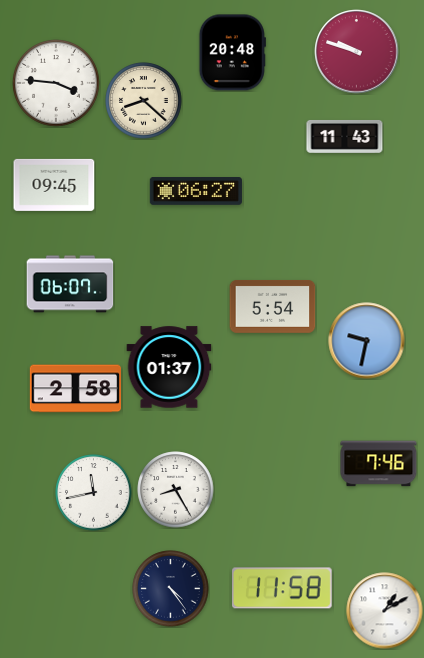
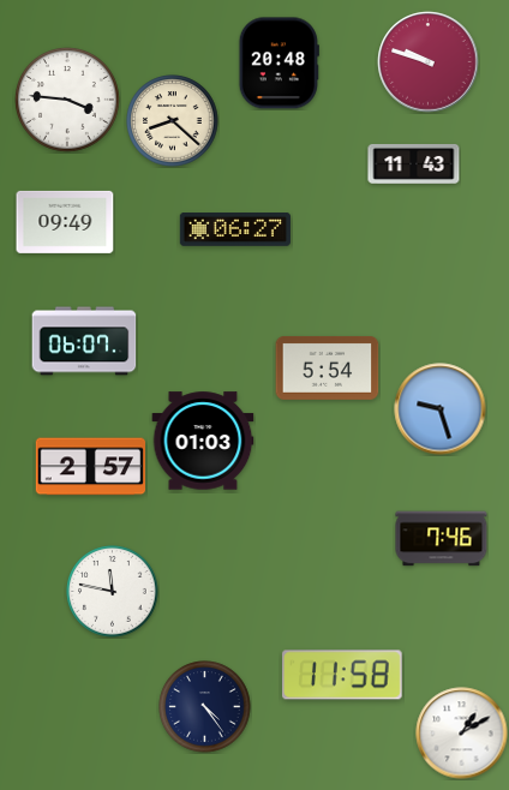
clock at (54, 185): 09:45 -> 09:49
clock at (367, 341): 9:32 -> 9:27
clock at (169, 367): 01:37 -> 01:03
clock at (75, 389): 2:58 -> 2:57
clock at (379, 464) position: (379, 464) -> (442, 539)
clock at (176, 490): 8:25 -> none
clock at (94, 493): 11:43 -> 11:47
clock at (283, 588) position: (283, 588) -> (343, 675)
